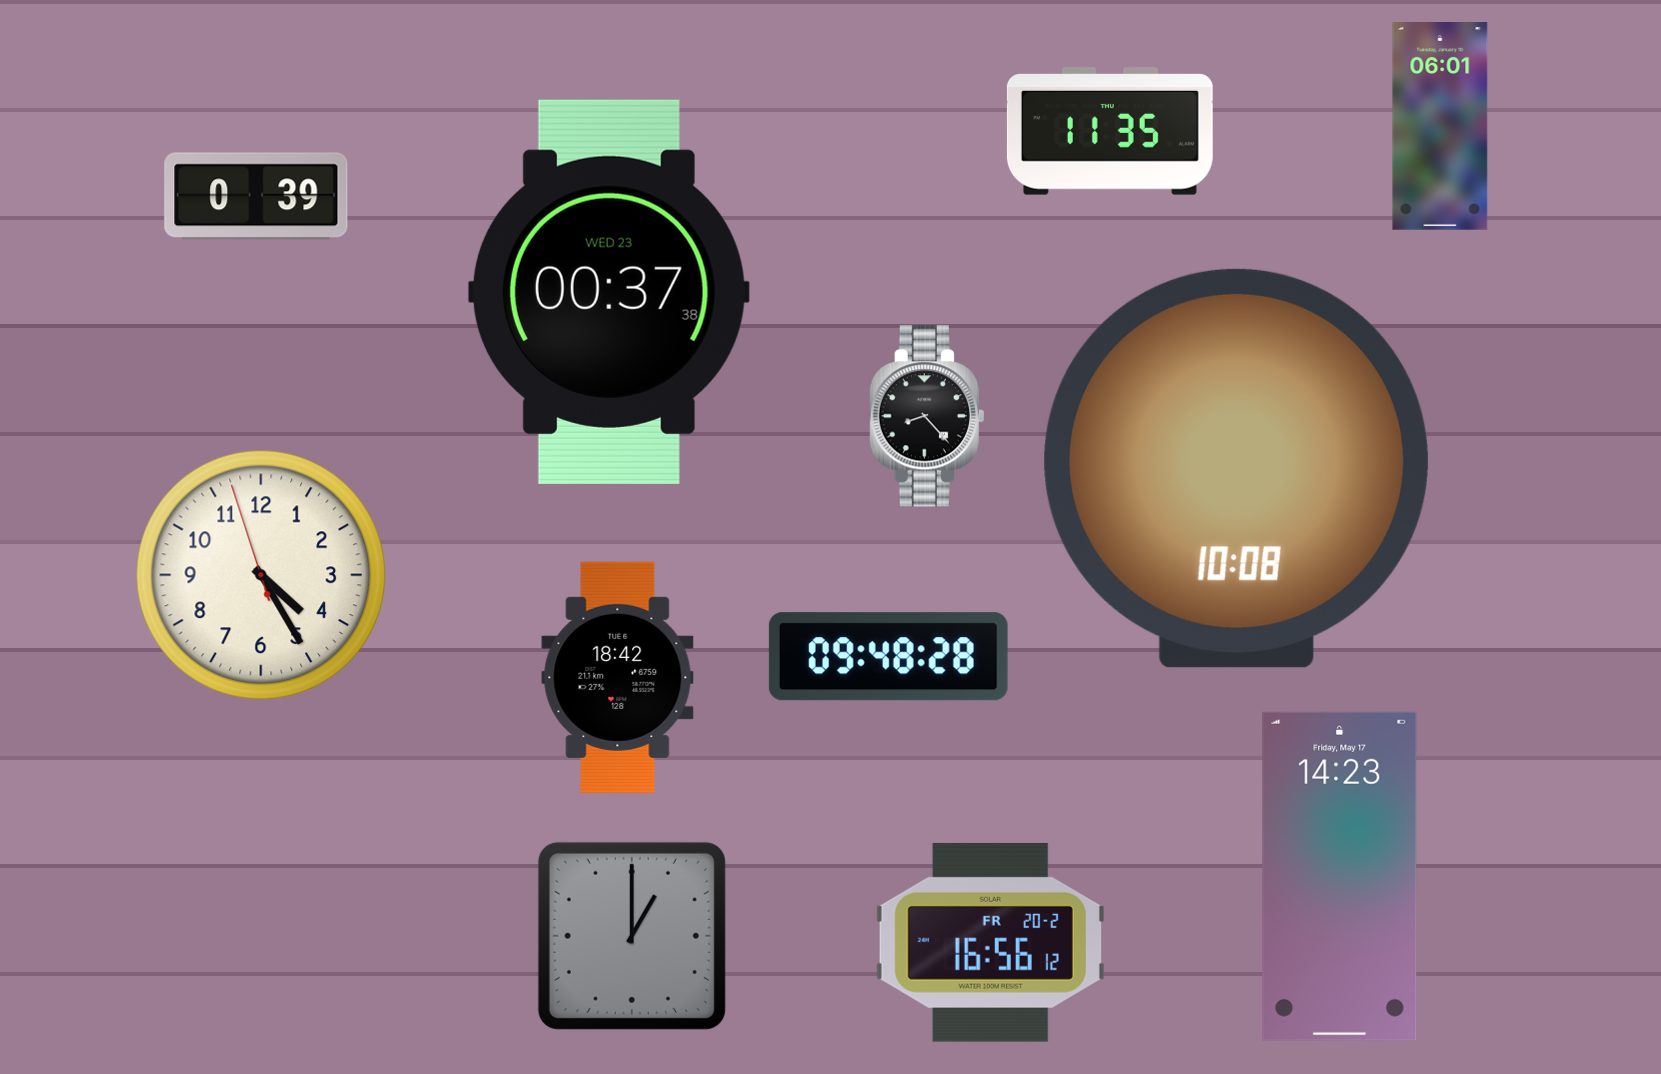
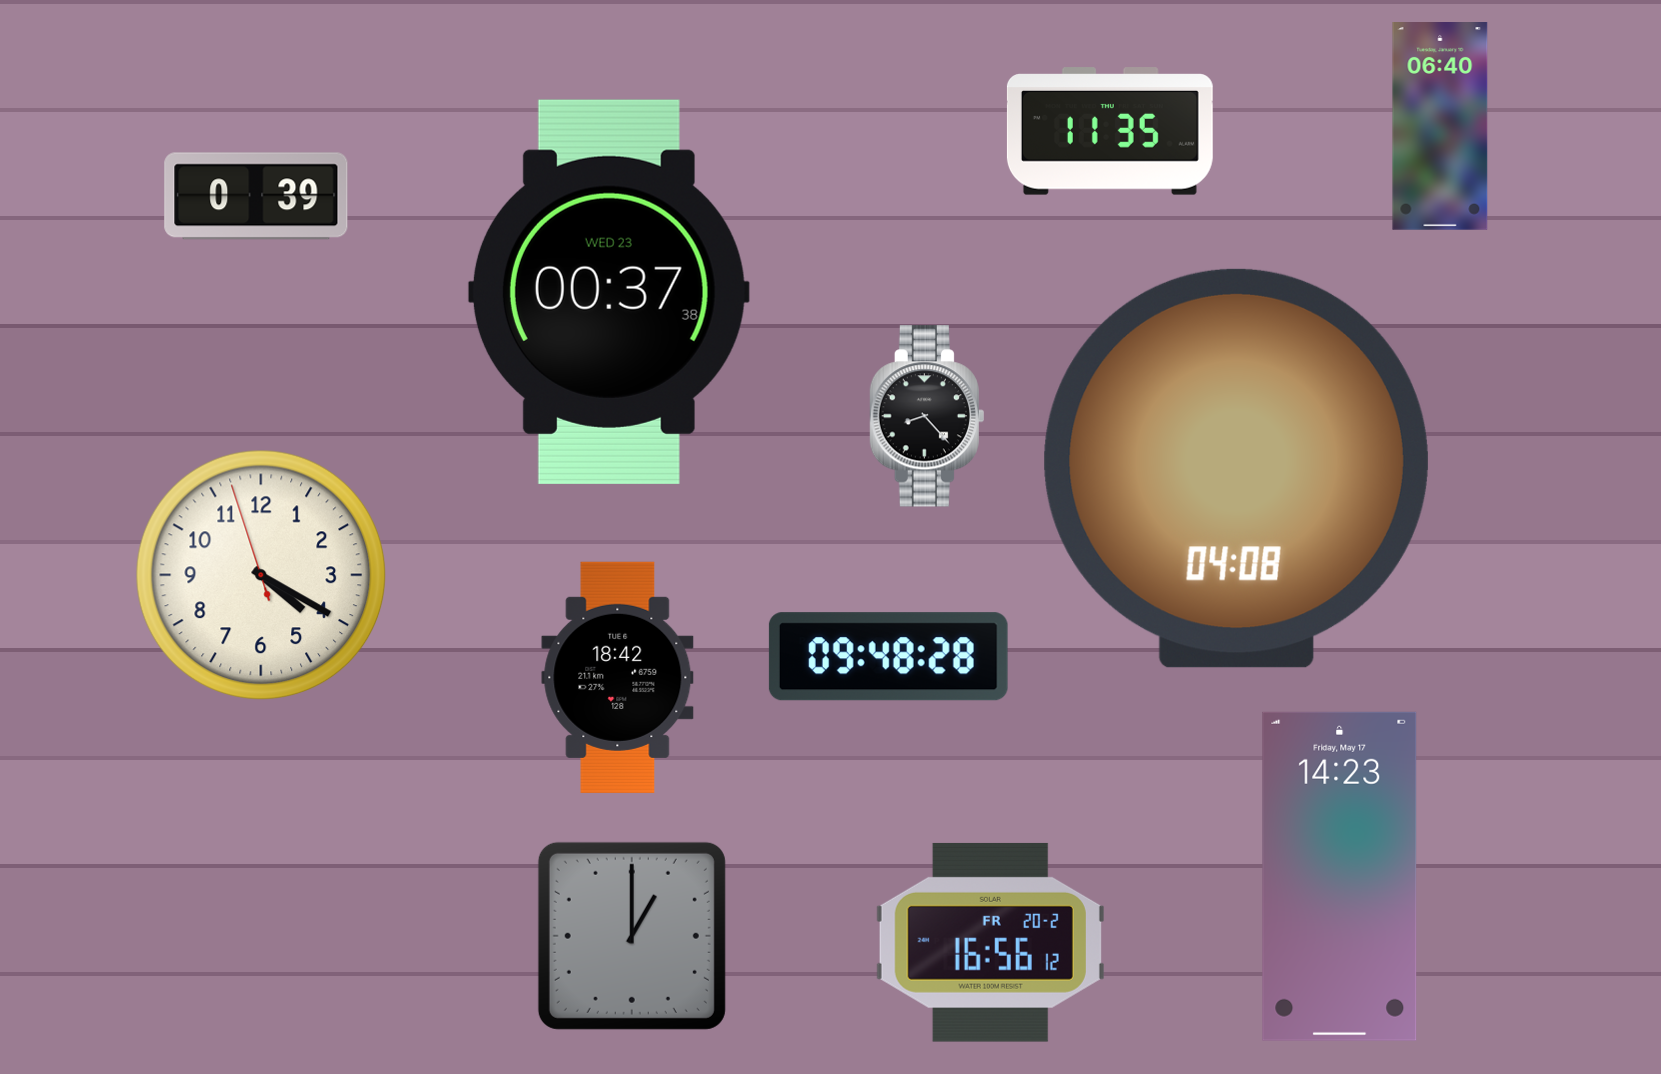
clock at (1440, 127): 06:01 -> 06:40
clock at (1236, 468): 10:08 -> 04:08
clock at (261, 575): 4:24 -> 4:19
